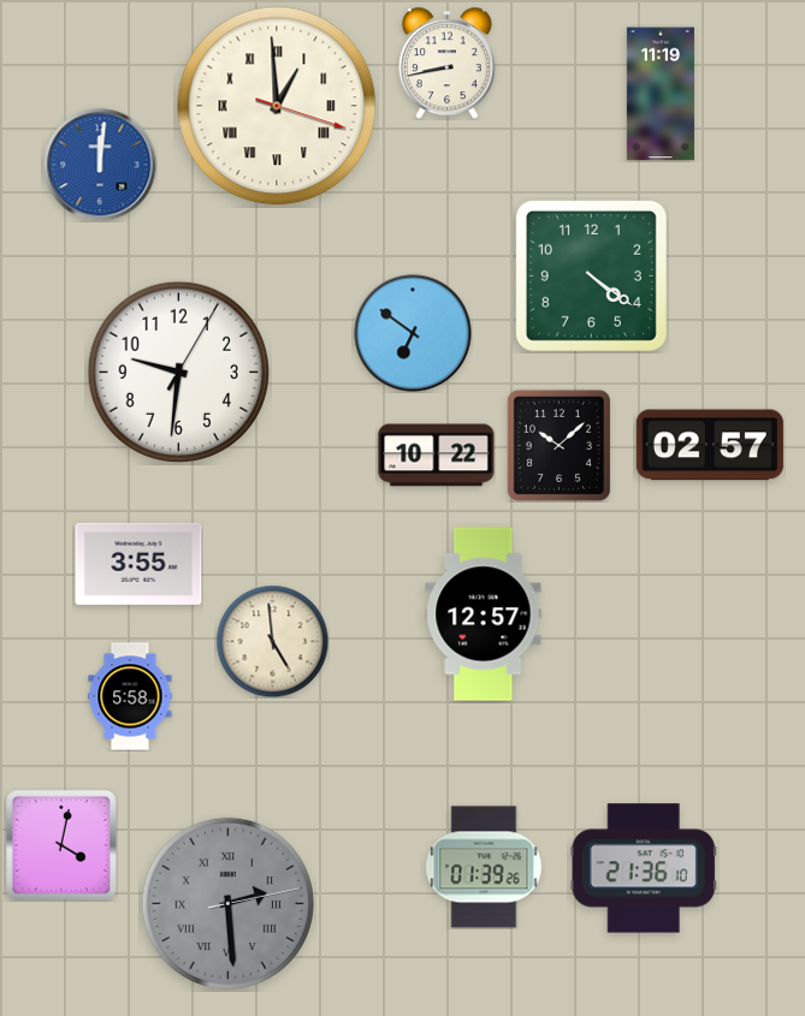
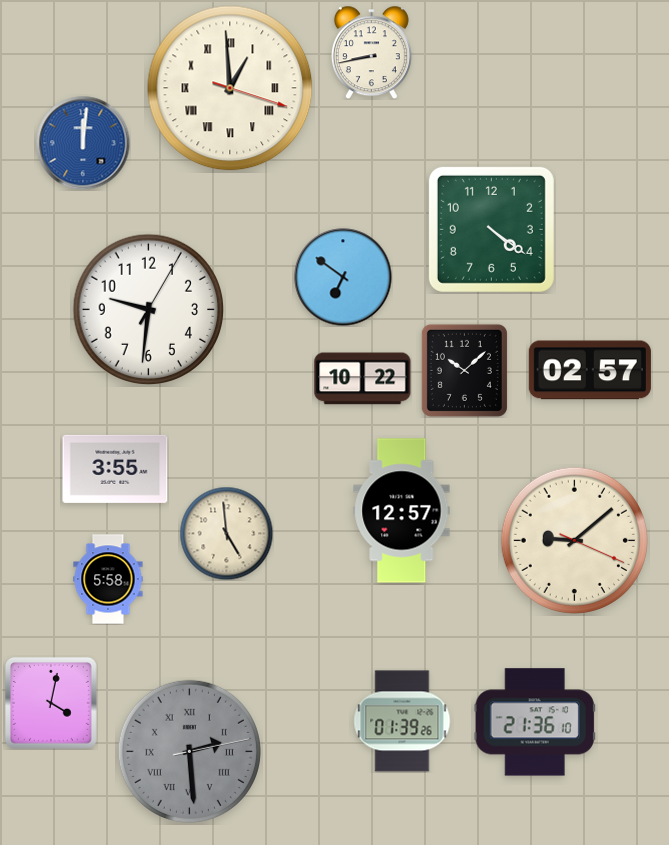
clock at (661, 94): 11:19 -> none
clock at (100, 165) position: (100, 165) -> (83, 143)
clock at (574, 540): none -> 9:08
